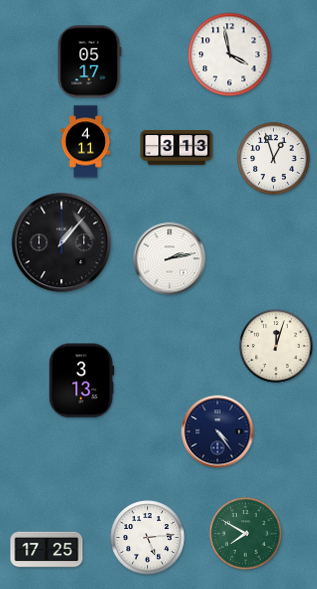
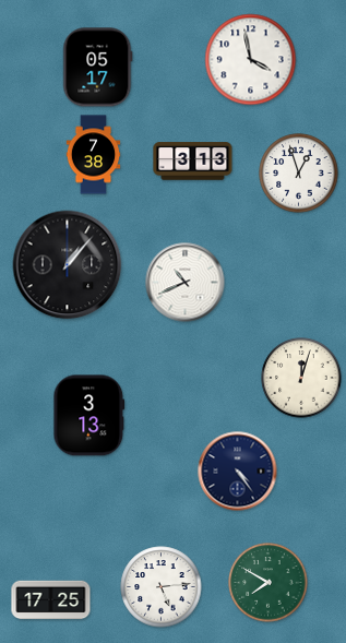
clock at (86, 142): 4:11 -> 7:38
clock at (170, 259): 2:13 -> 10:41
